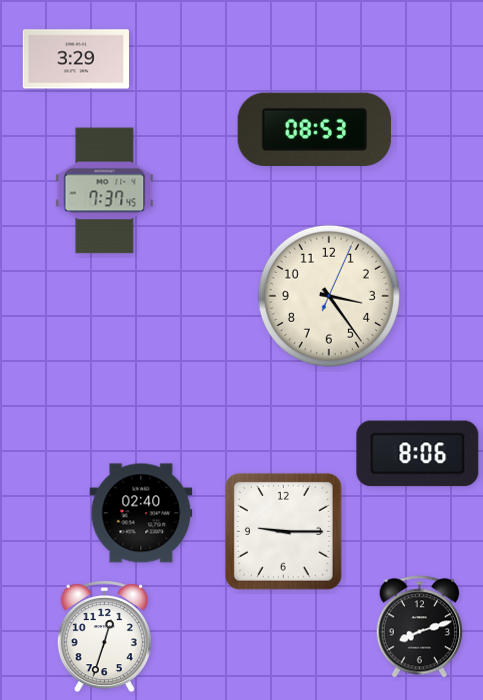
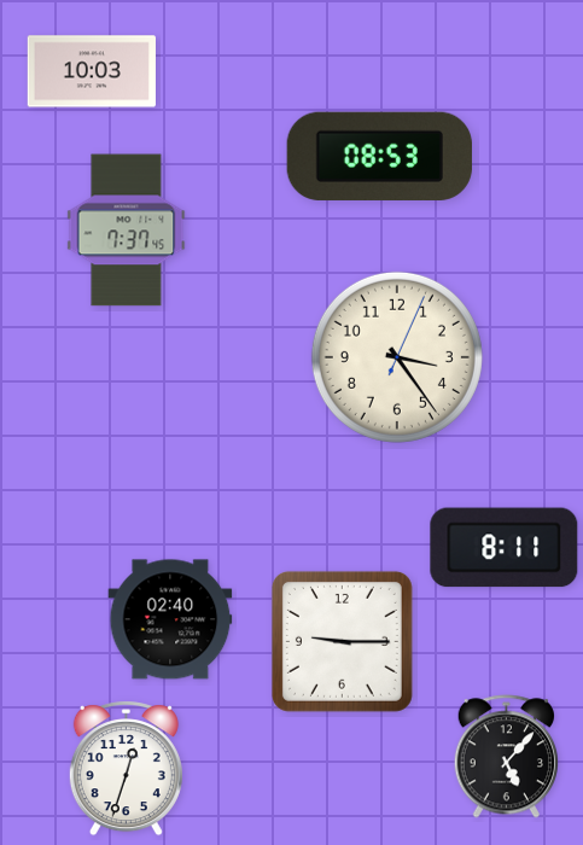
clock at (76, 59): 3:29 -> 10:03
clock at (418, 454): 8:06 -> 8:11
clock at (419, 627): 8:12 -> 5:07
